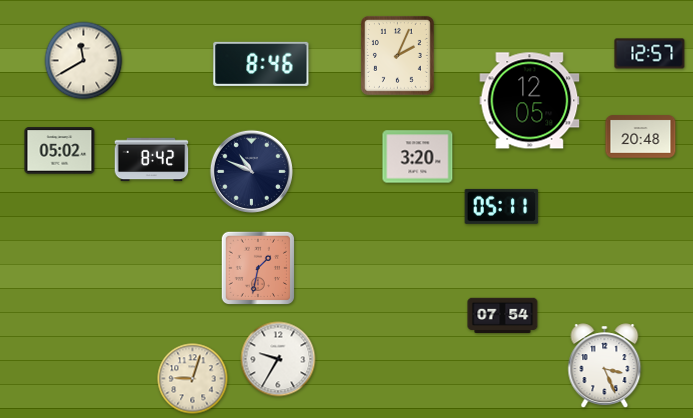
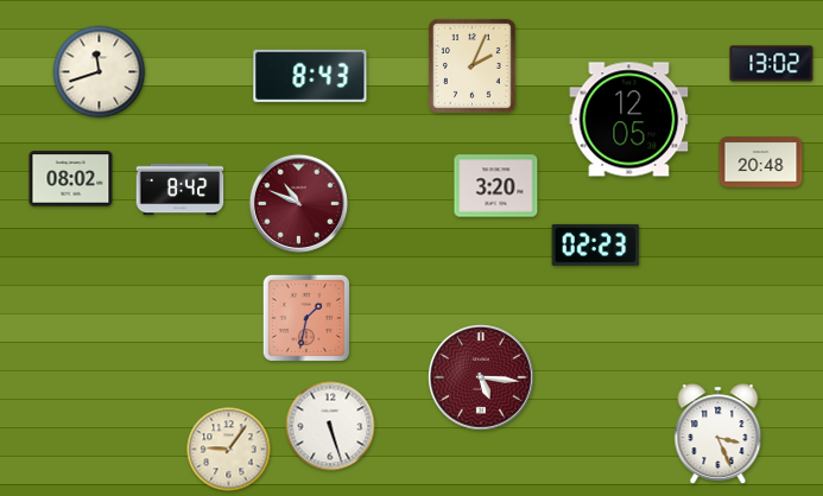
clock at (650, 54): 12:57 -> 13:02
clock at (84, 61): 11:40 -> 11:42
clock at (261, 64): 8:46 -> 8:43
clock at (60, 151): 05:02 -> 08:02
clock at (251, 171) dial: navy -> burgundy
clock at (502, 206): 05:11 -> 02:23
clock at (503, 316): 07:54 -> none
clock at (481, 377): none -> 5:16
clock at (278, 359): 9:35 -> 5:27
clock at (193, 379): 9:03 -> 9:06
